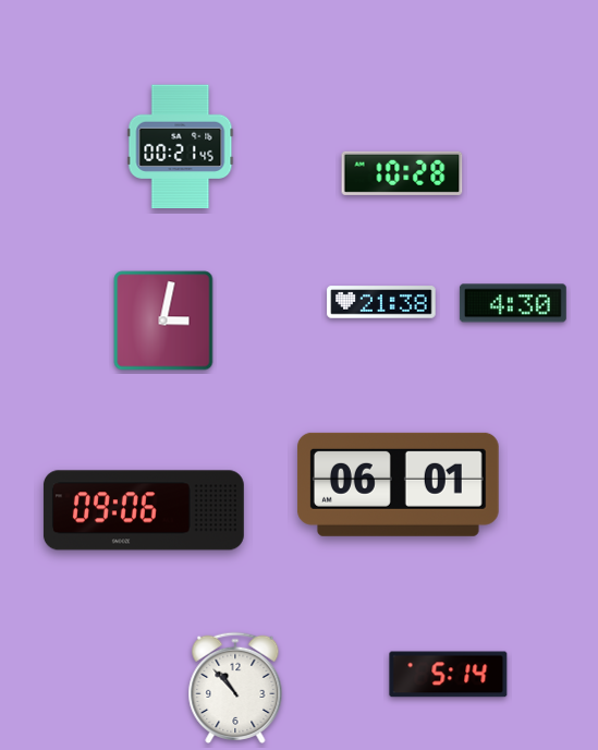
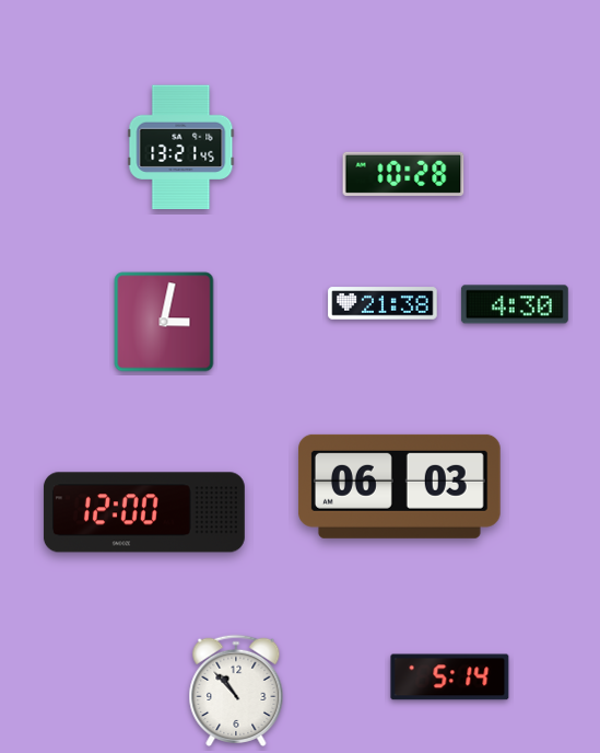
clock at (181, 147): 00:21 -> 13:21
clock at (398, 484): 06:01 -> 06:03
clock at (144, 510): 09:06 -> 12:00
